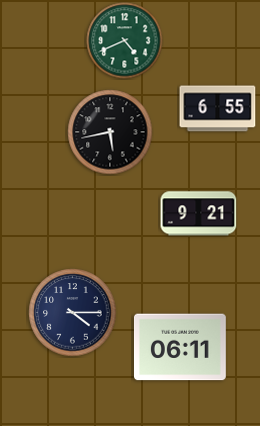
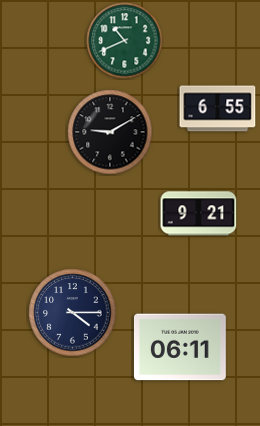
clock at (125, 41): 4:41 -> 10:41
clock at (110, 132): 5:43 -> 9:10
